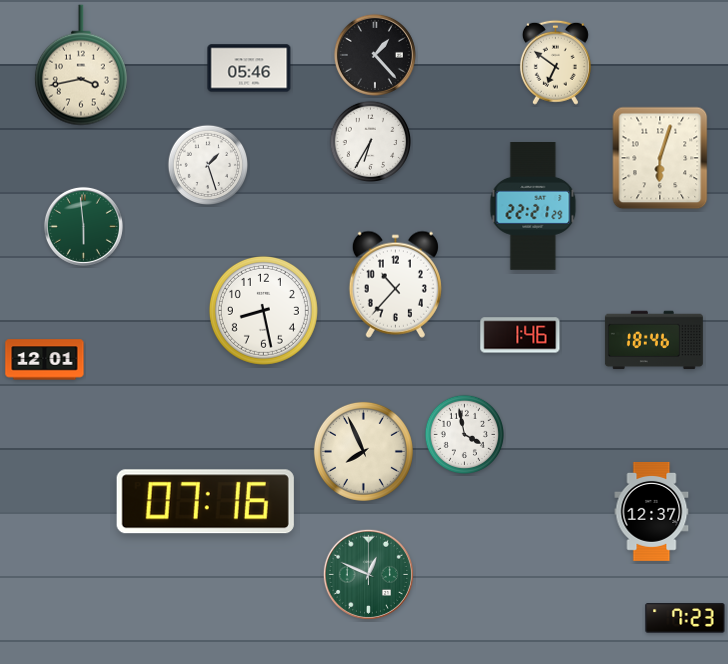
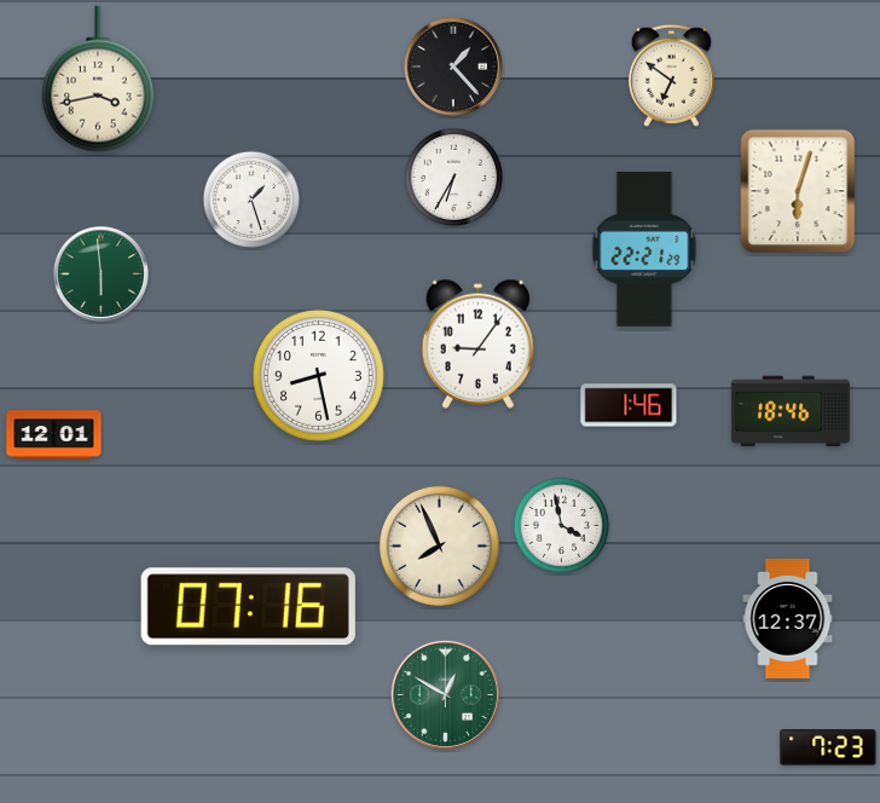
clock at (249, 68): 05:46 -> none
clock at (370, 141) position: (370, 141) -> (453, 177)
clock at (395, 284): 10:37 -> 9:06
clock at (368, 574): 12:49 -> 12:50
